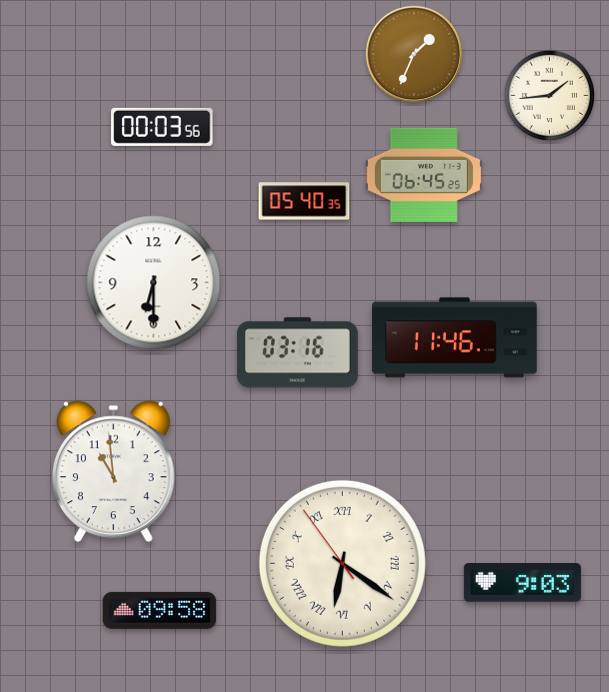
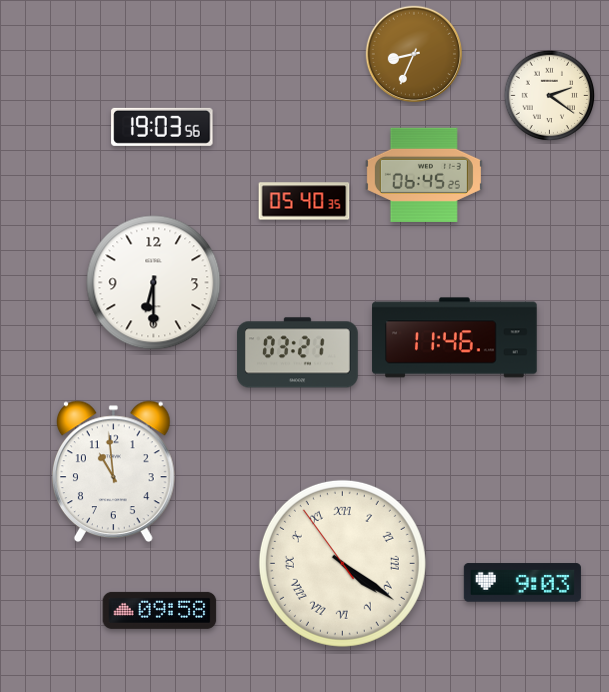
clock at (413, 53): 1:34 -> 8:34
clock at (550, 96): 1:44 -> 2:21
clock at (162, 127): 00:03 -> 19:03
clock at (298, 353): 03:16 -> 03:21
clock at (342, 563): 6:20 -> 4:20
